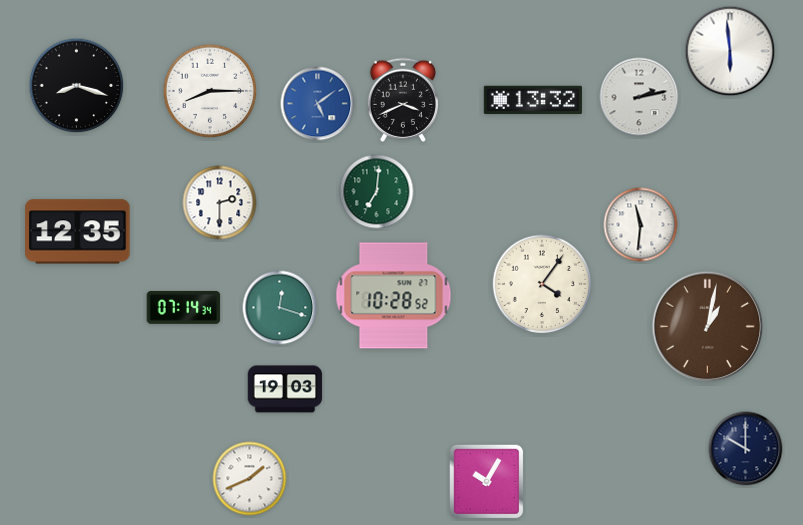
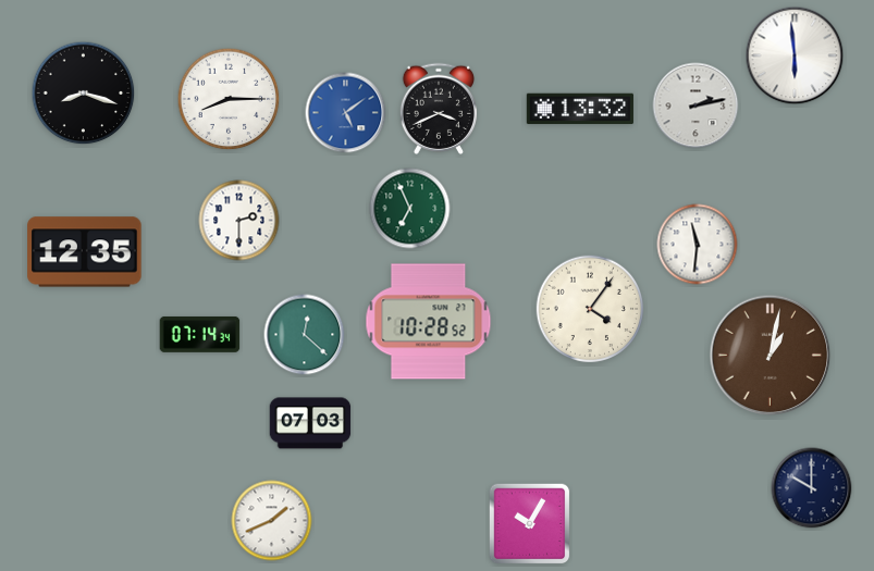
clock at (377, 192): 7:01 -> 6:56
clock at (280, 308): 12:18 -> 12:22
clock at (285, 389): 19:03 -> 07:03
